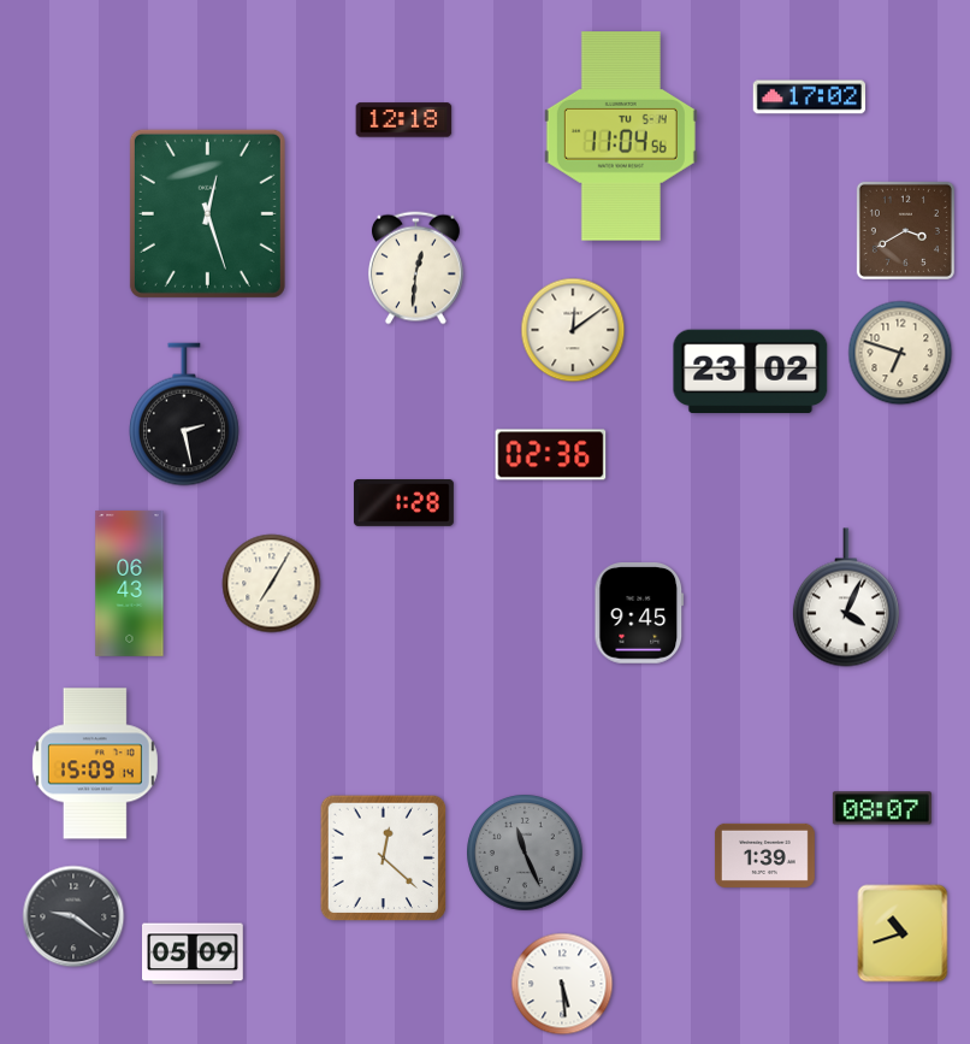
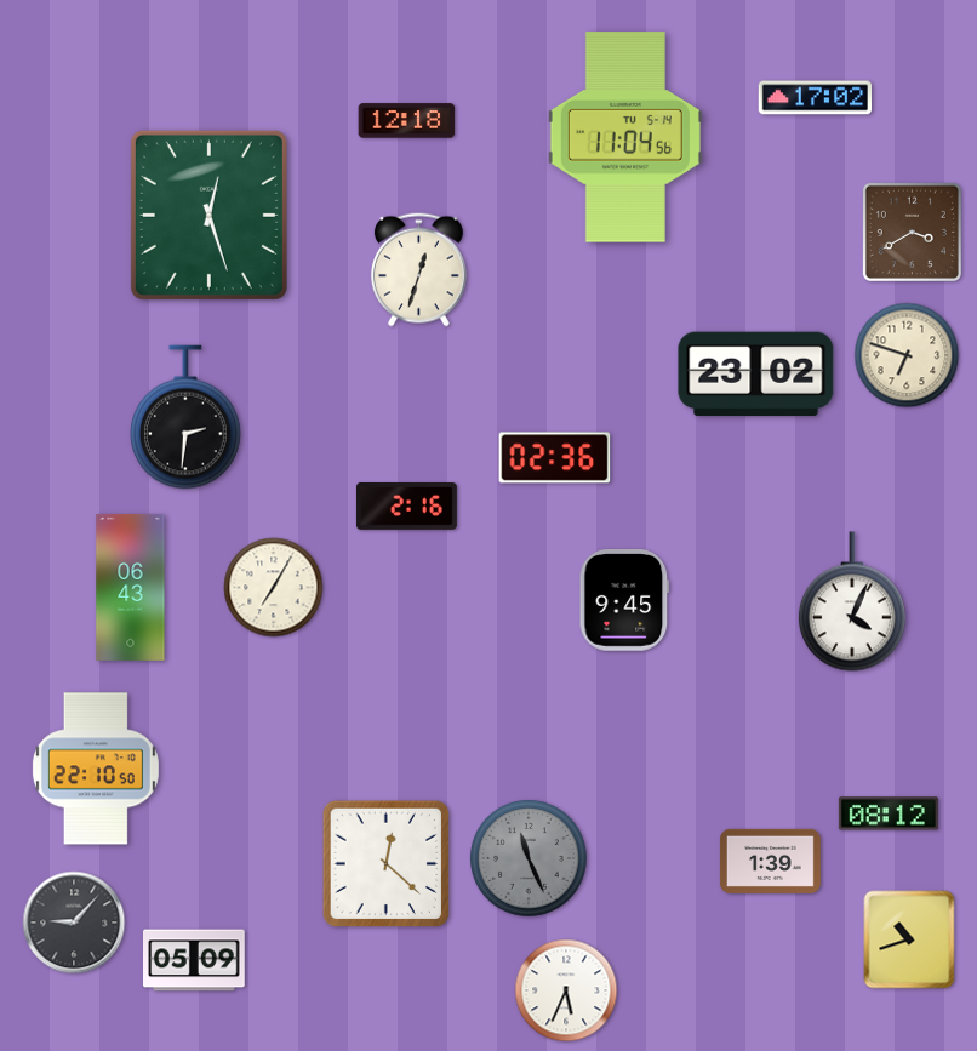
clock at (415, 269): 12:31 -> 12:33
clock at (573, 330): 12:09 -> none
clock at (185, 414): 2:28 -> 2:31
clock at (403, 503): 1:28 -> 2:16
clock at (639, 614) position: (639, 614) -> (624, 601)
clock at (95, 763): 15:09 -> 22:10
clock at (882, 808): 08:07 -> 08:12
clock at (73, 916): 9:21 -> 9:07
clock at (562, 984): 5:29 -> 5:34
